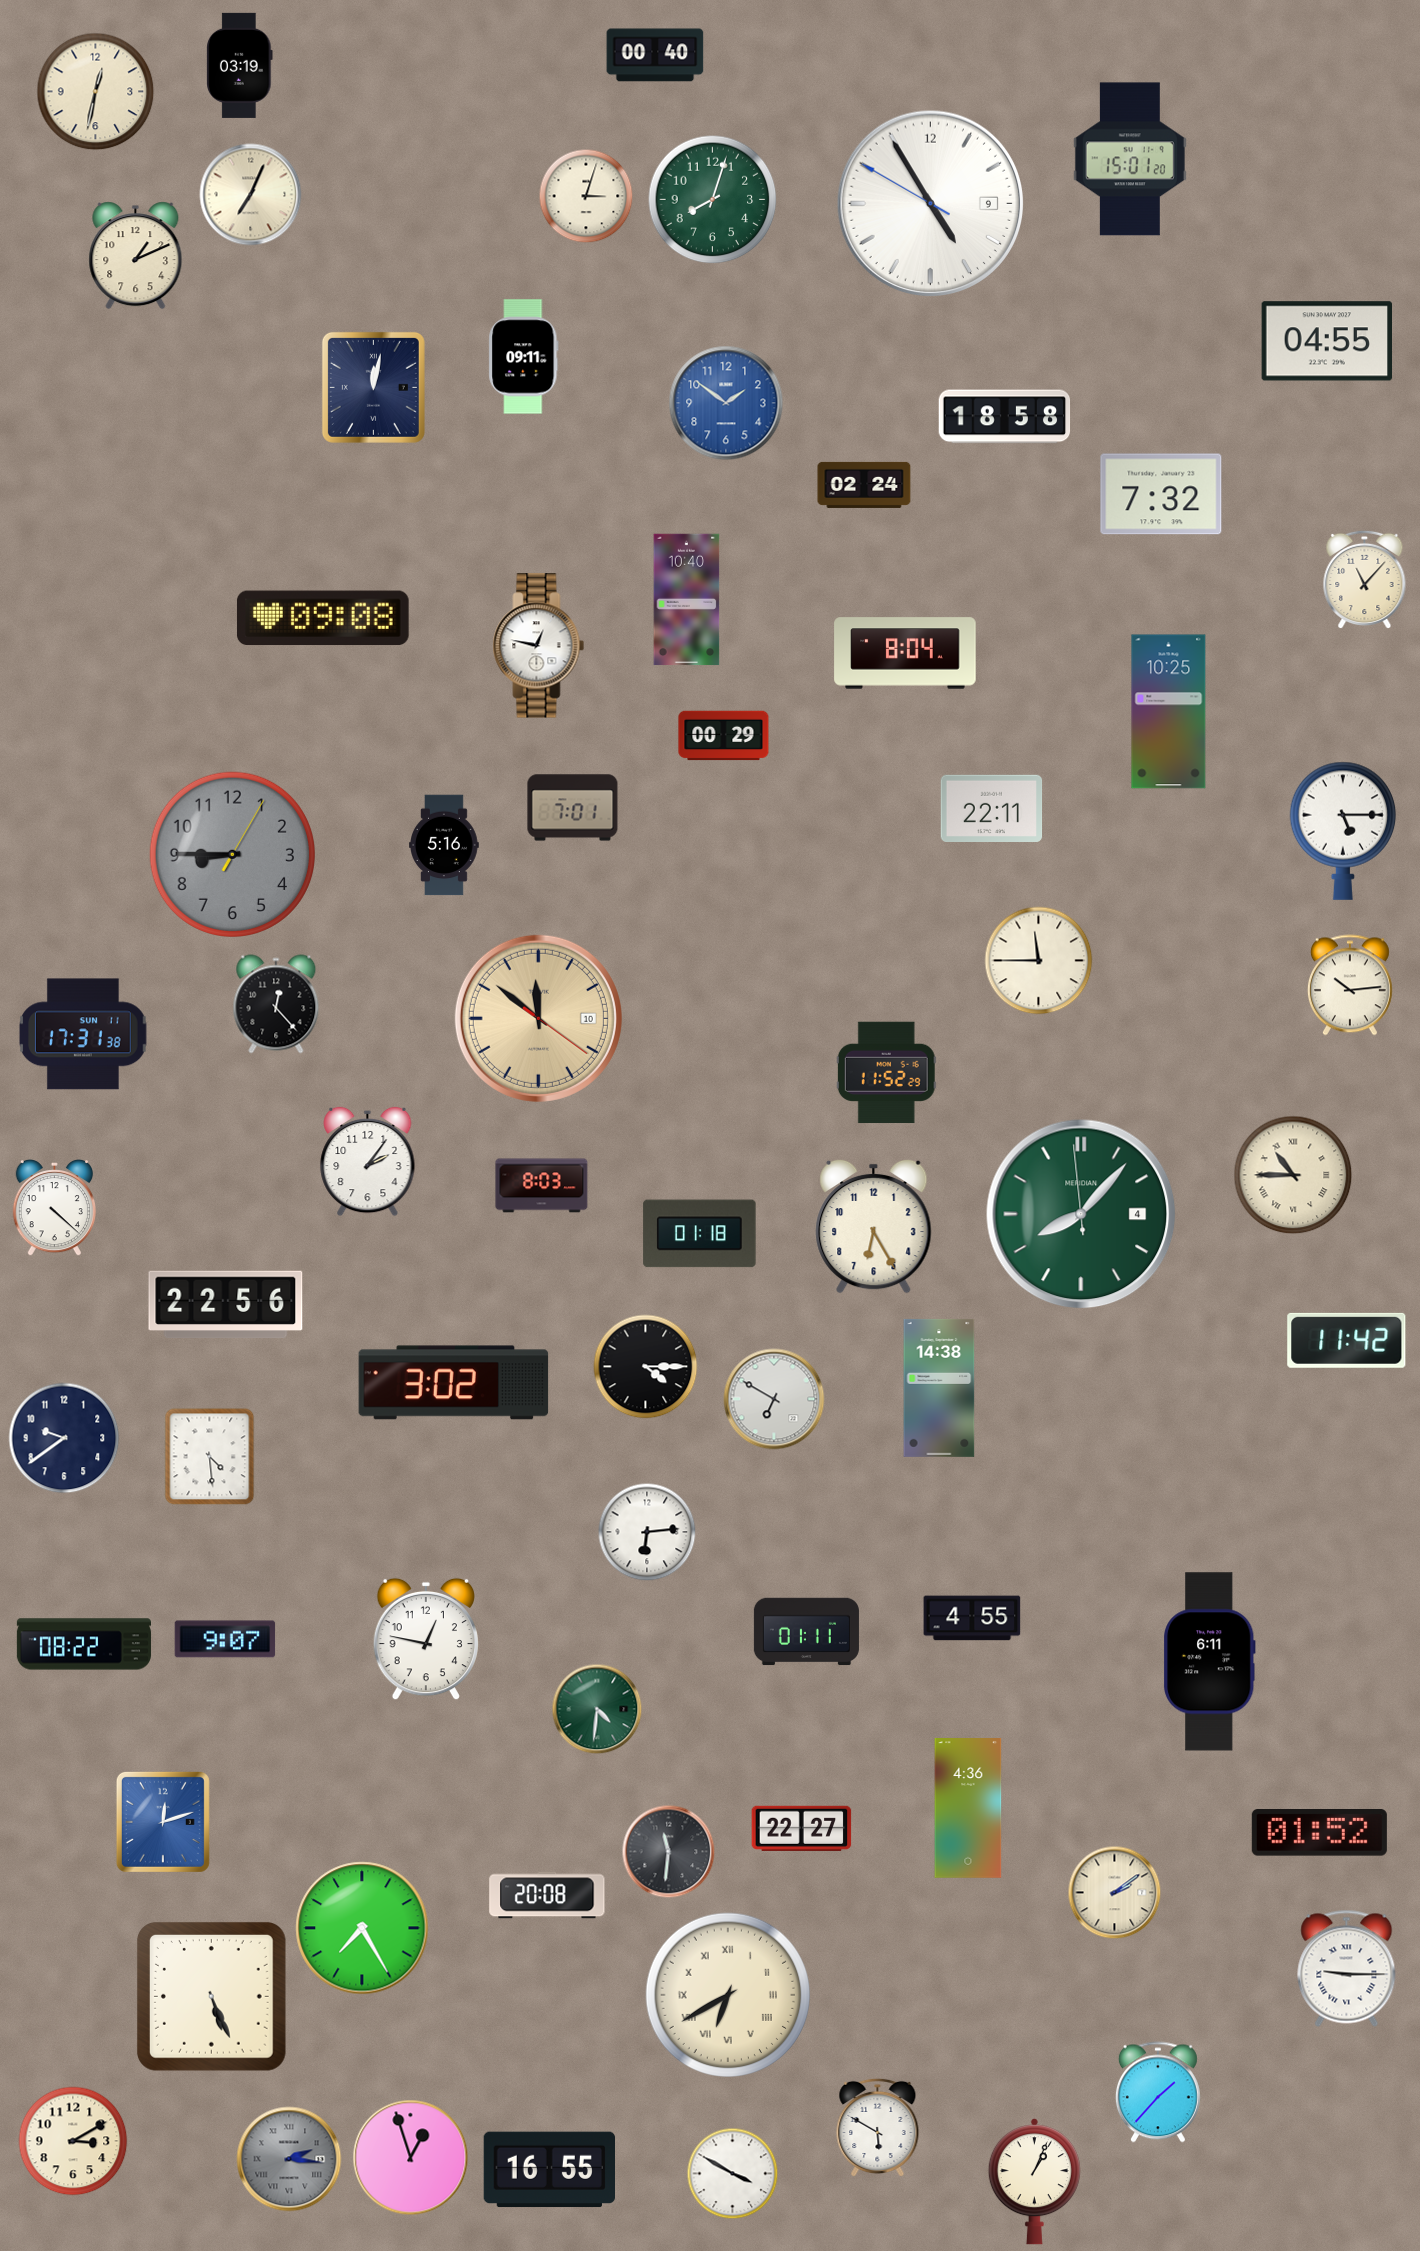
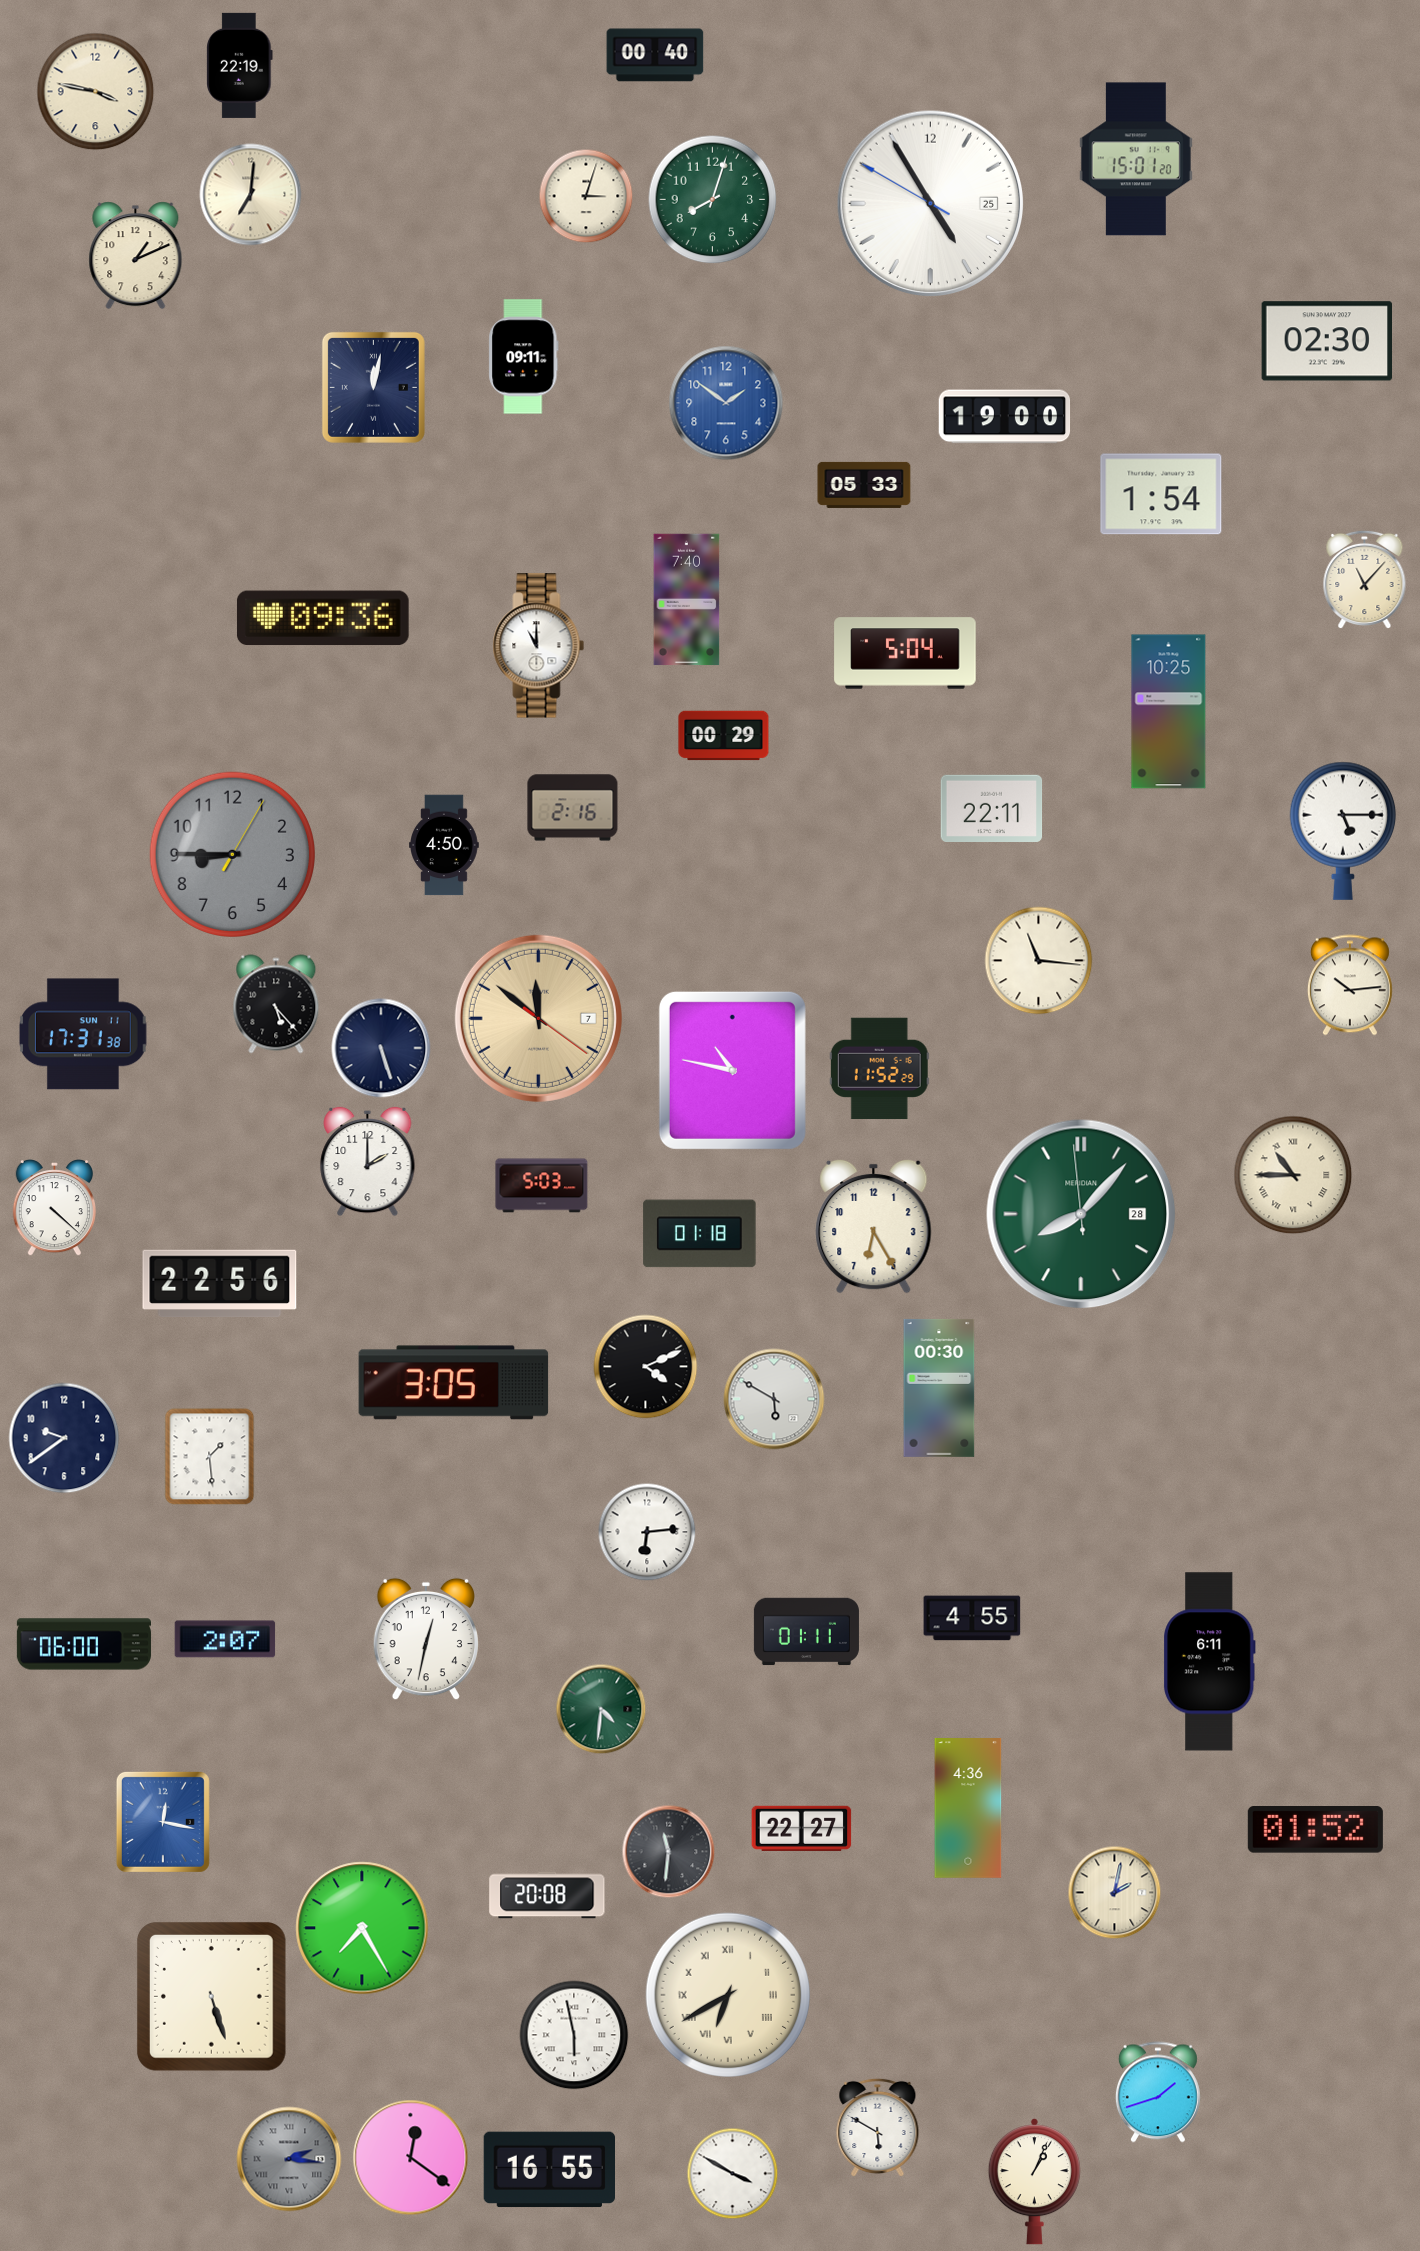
clock at (240, 65): 03:19 -> 22:19
clock at (96, 92): 12:32 -> 3:47
clock at (1130, 159) position: (1130, 159) -> (1136, 159)
clock at (251, 195): 7:04 -> 7:01
clock at (930, 203) date: 9 -> 25
clock at (1327, 341): 04:55 -> 02:30
clock at (1005, 417): 18:58 -> 19:00
clock at (864, 485): 02:24 -> 05:33
clock at (1161, 494): 7:32 -> 1:54
clock at (687, 600): 10:40 -> 7:40
clock at (323, 618): 09:08 -> 09:36
clock at (539, 646): 12:47 -> 11:00
clock at (905, 653): 8:04 -> 5:04
clock at (573, 808): 7:01 -> 2:16
clock at (445, 845): 5:16 -> 4:50
clock at (1039, 961): 11:45 -> 11:16
clock at (276, 1004): 12:23 -> 5:23
clock at (538, 1018) date: 10 -> 7
clock at (381, 1048): none -> 5:27
clock at (732, 1070): none -> 10:47
clock at (886, 1073) position: (886, 1073) -> (879, 1069)
clock at (368, 1162): 2:06 -> 2:00
clock at (542, 1186): 8:03 -> 5:03
clock at (1081, 1214) date: 4 -> 28
clock at (226, 1305) position: (226, 1305) -> (220, 1284)
clock at (1347, 1340): 11:42 -> none
clock at (646, 1367): 4:15 -> 4:11
clock at (454, 1383): 3:02 -> 3:05
clock at (939, 1388): 14:38 -> 00:30
clock at (774, 1399): 6:50 -> 5:50
clock at (210, 1457): 4:29 -> 1:29
clock at (225, 1639): 9:07 -> 2:07
clock at (425, 1639): 12:47 -> 12:32
clock at (84, 1644): 08:22 -> 06:00
clock at (597, 1709) position: (597, 1709) -> (601, 1709)
clock at (163, 1822): 12:12 -> 12:17
clock at (1319, 1833) position: (1319, 1833) -> (1315, 1830)
clock at (1115, 1893): 2:09 -> 2:02
clock at (1347, 1968): 9:15 -> none
clock at (211, 1996): 5:26 -> 5:27
clock at (574, 2035): none -> 5:58
clock at (1158, 2092): 1:37 -> 1:42
clock at (73, 2141): 3:10 -> none
clock at (411, 2158): 12:57 -> 12:21
